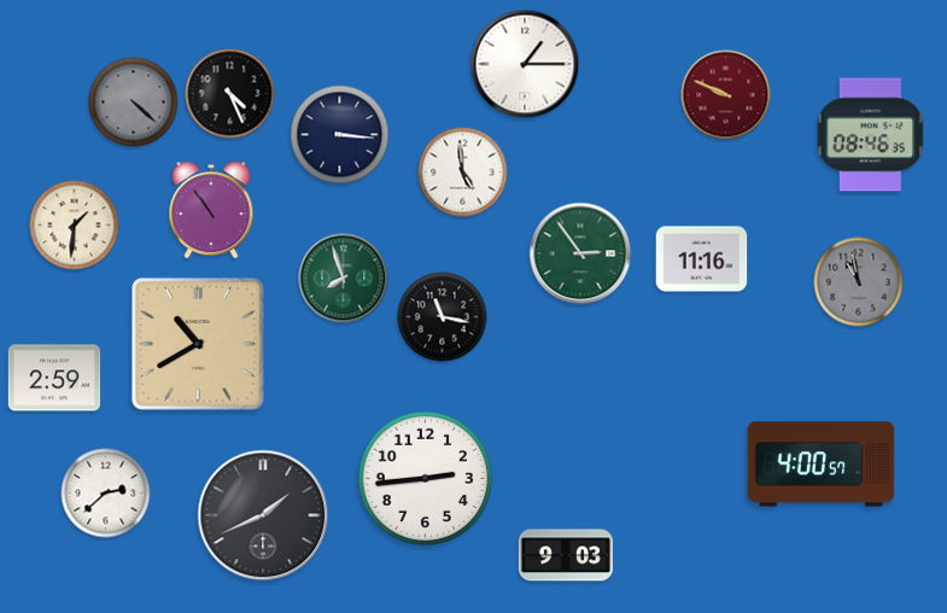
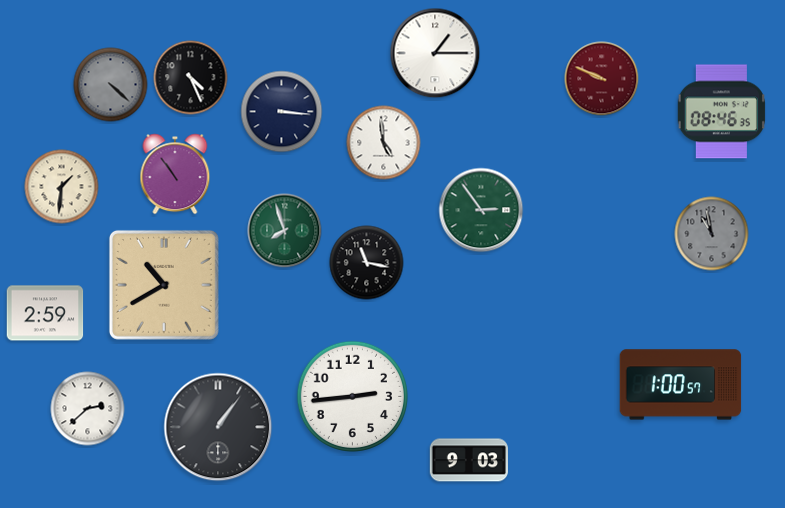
clock at (702, 259): 11:16 -> none
clock at (822, 465): 4:00 -> 1:00
clock at (263, 515): 1:41 -> 1:06
